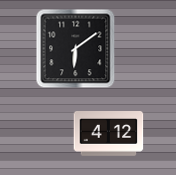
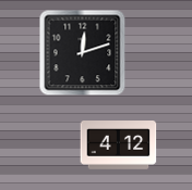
clock at (76, 49): 6:09 -> 12:12
